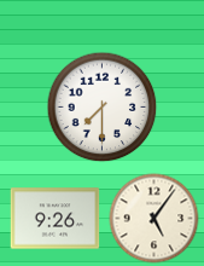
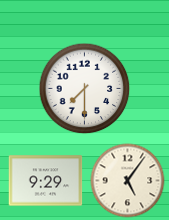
clock at (56, 219): 9:26 -> 9:29
